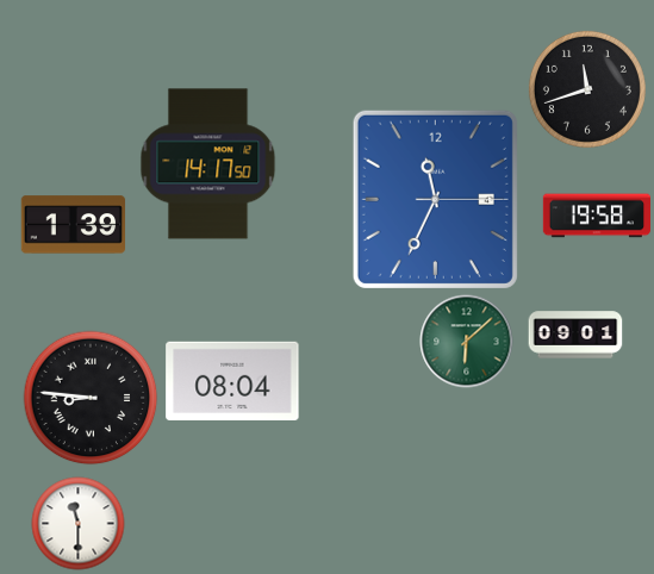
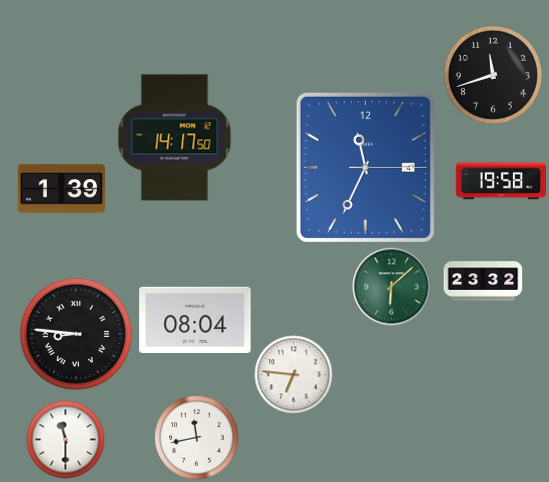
clock at (575, 335): 09:01 -> 23:32
clock at (293, 374): none -> 6:46
clock at (196, 437): none -> 11:43
